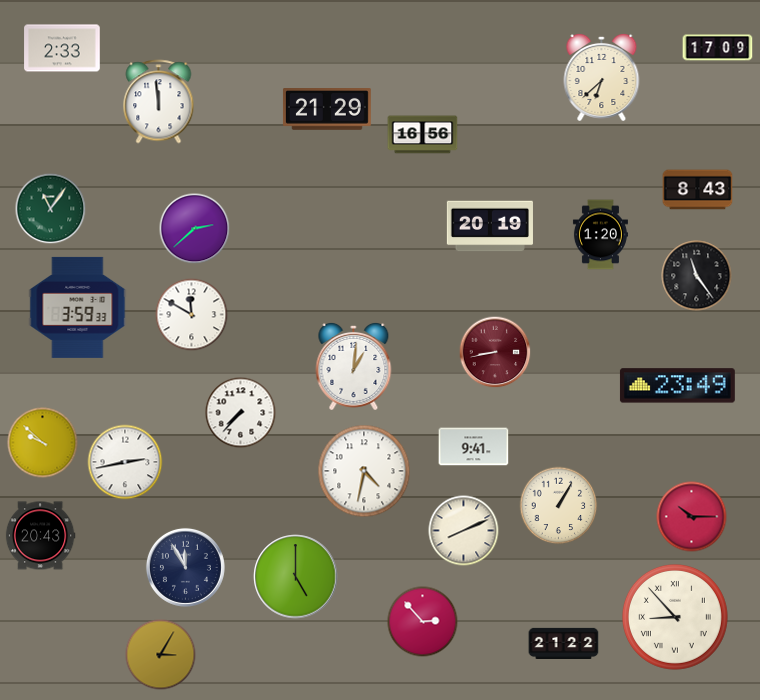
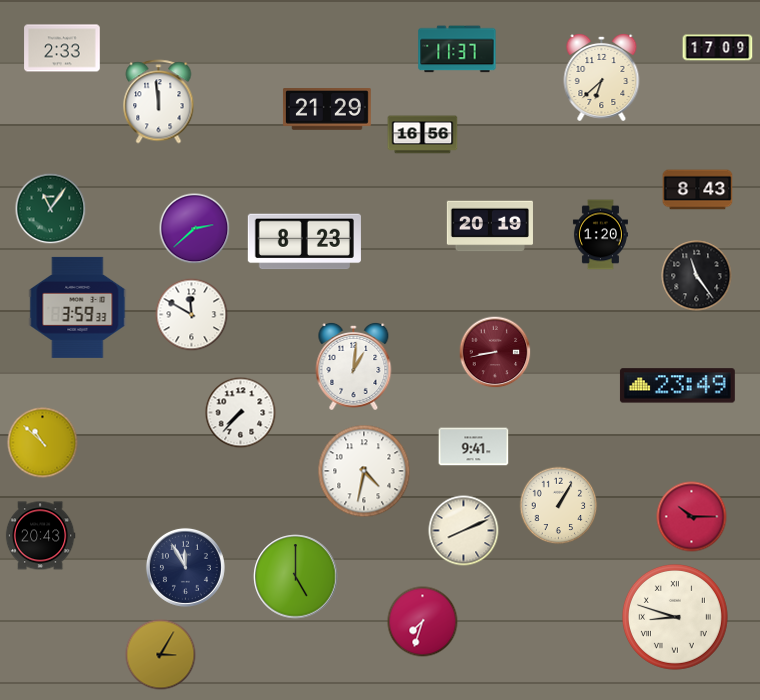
clock at (457, 49): none -> 11:37
clock at (304, 242): none -> 8:23
clock at (43, 443): 9:52 -> 10:52
clock at (125, 462): 2:43 -> none
clock at (675, 617): 8:53 -> 8:48
clock at (423, 622): 2:53 -> 7:33
clock at (564, 643): 21:22 -> none
